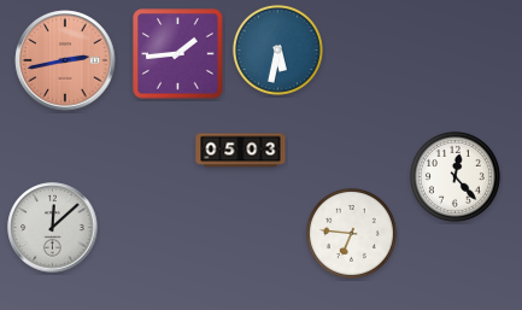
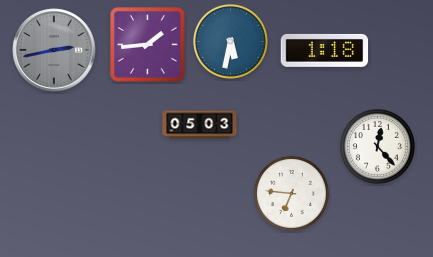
clock at (65, 60) dial: salmon -> grey
clock at (325, 50): none -> 1:18
clock at (53, 228): 12:08 -> none
